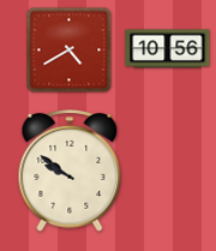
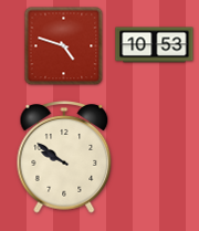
clock at (168, 49): 10:56 -> 10:53
clock at (70, 50): 4:40 -> 4:48
